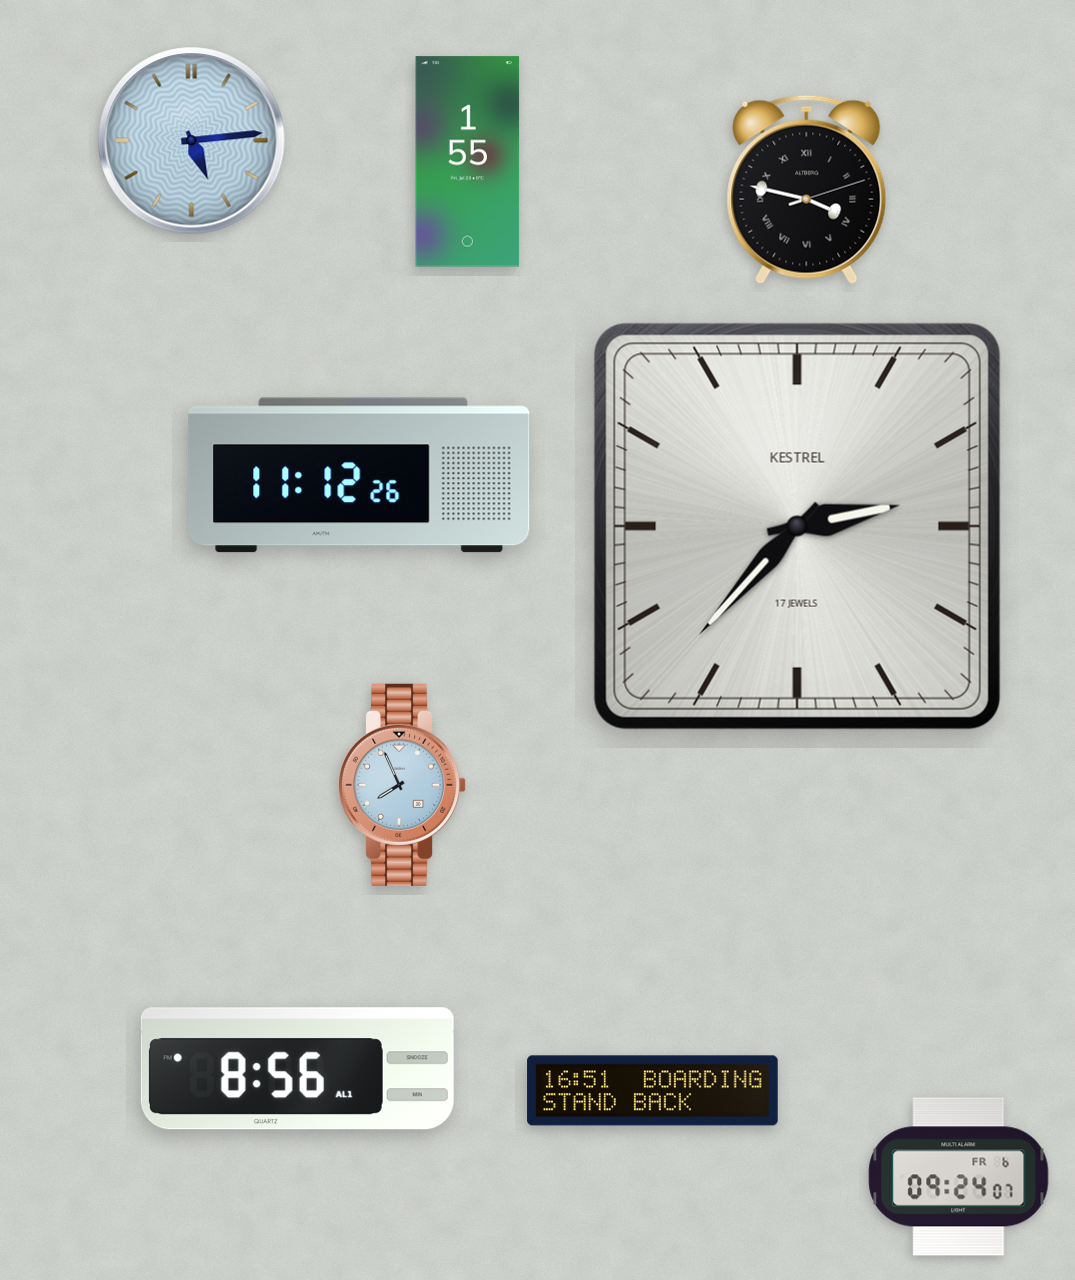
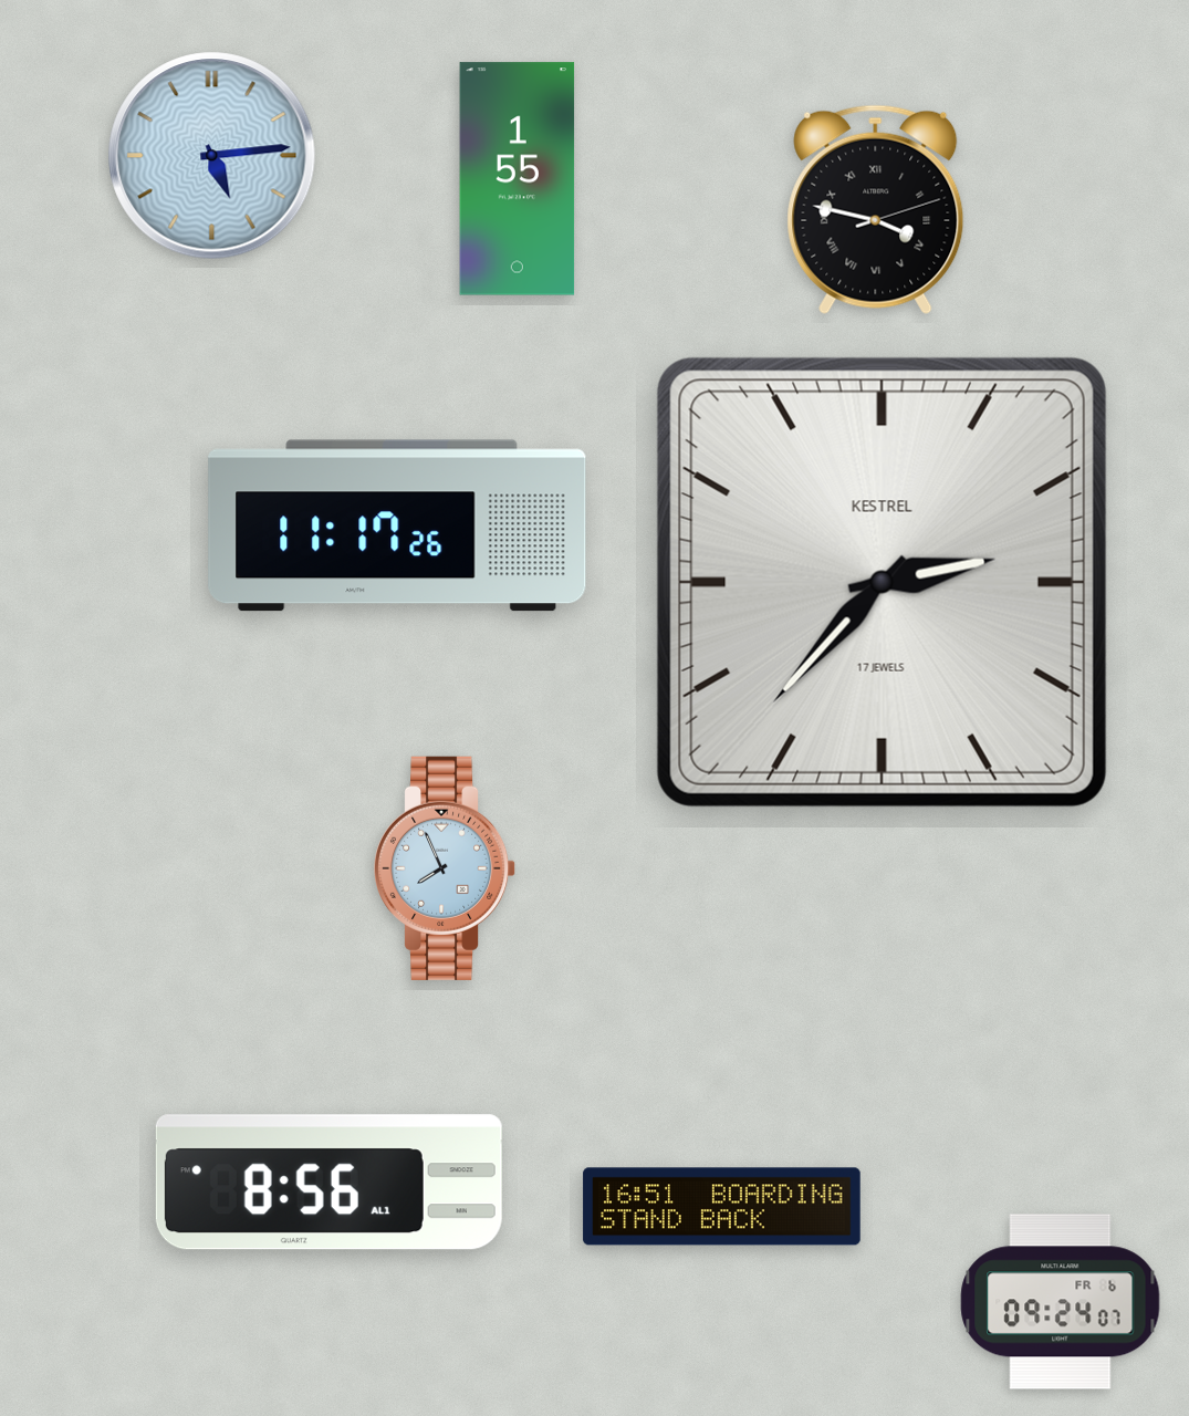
clock at (807, 189) position: (807, 189) -> (876, 209)
clock at (359, 475): 11:12 -> 11:17
